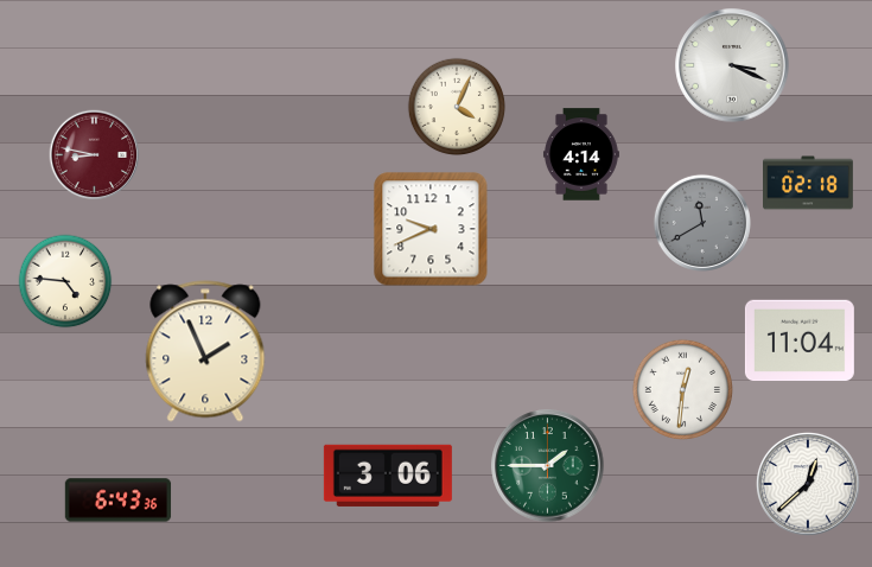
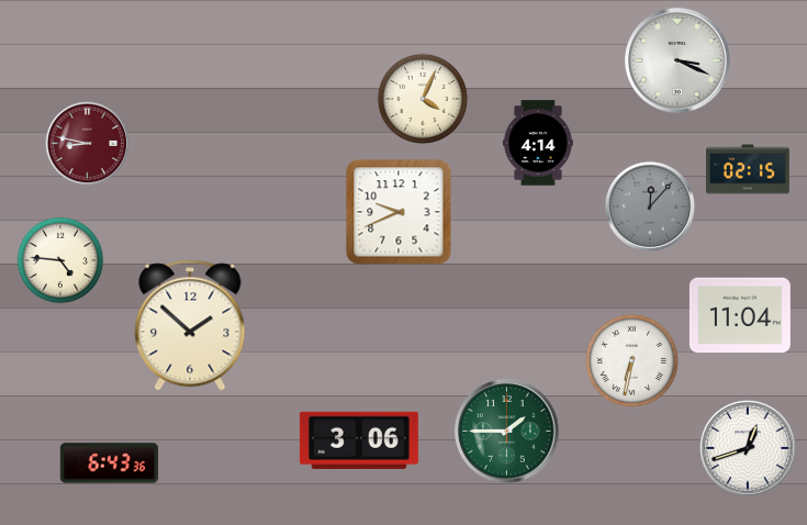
clock at (809, 183): 02:18 -> 02:15
clock at (702, 223): 11:40 -> 12:07
clock at (205, 351): 1:56 -> 1:52
clock at (682, 389): 12:31 -> 6:32
clock at (808, 484): 12:38 -> 12:42
